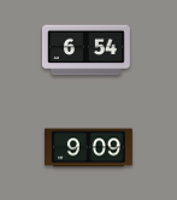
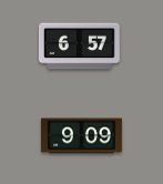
clock at (85, 51): 6:54 -> 6:57
